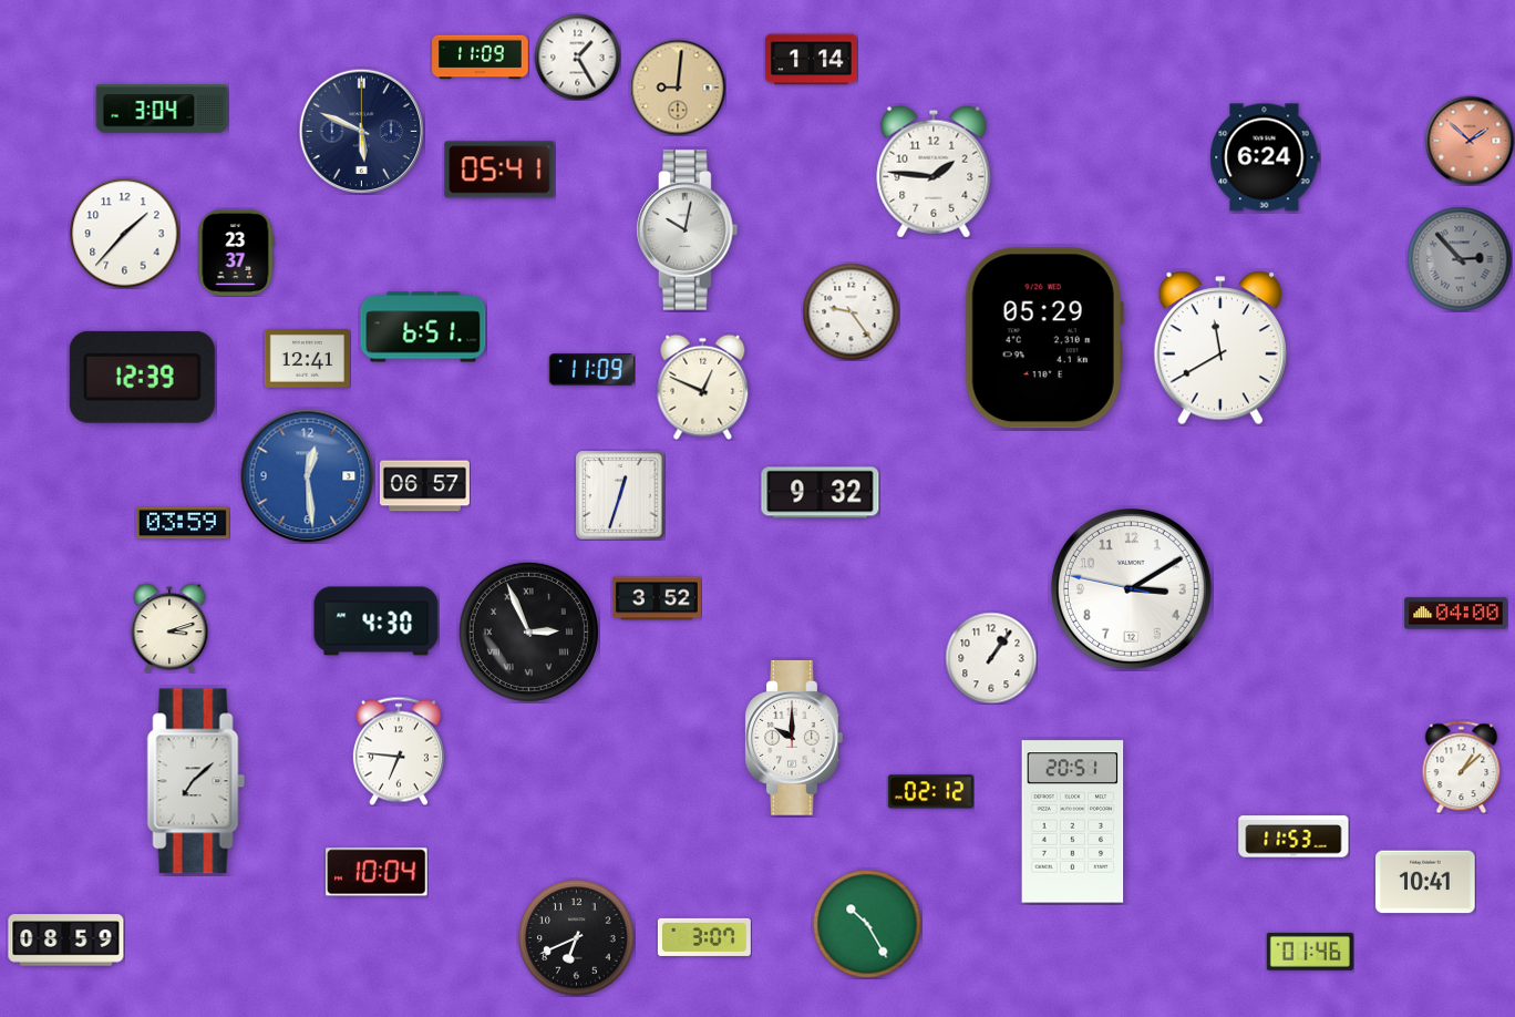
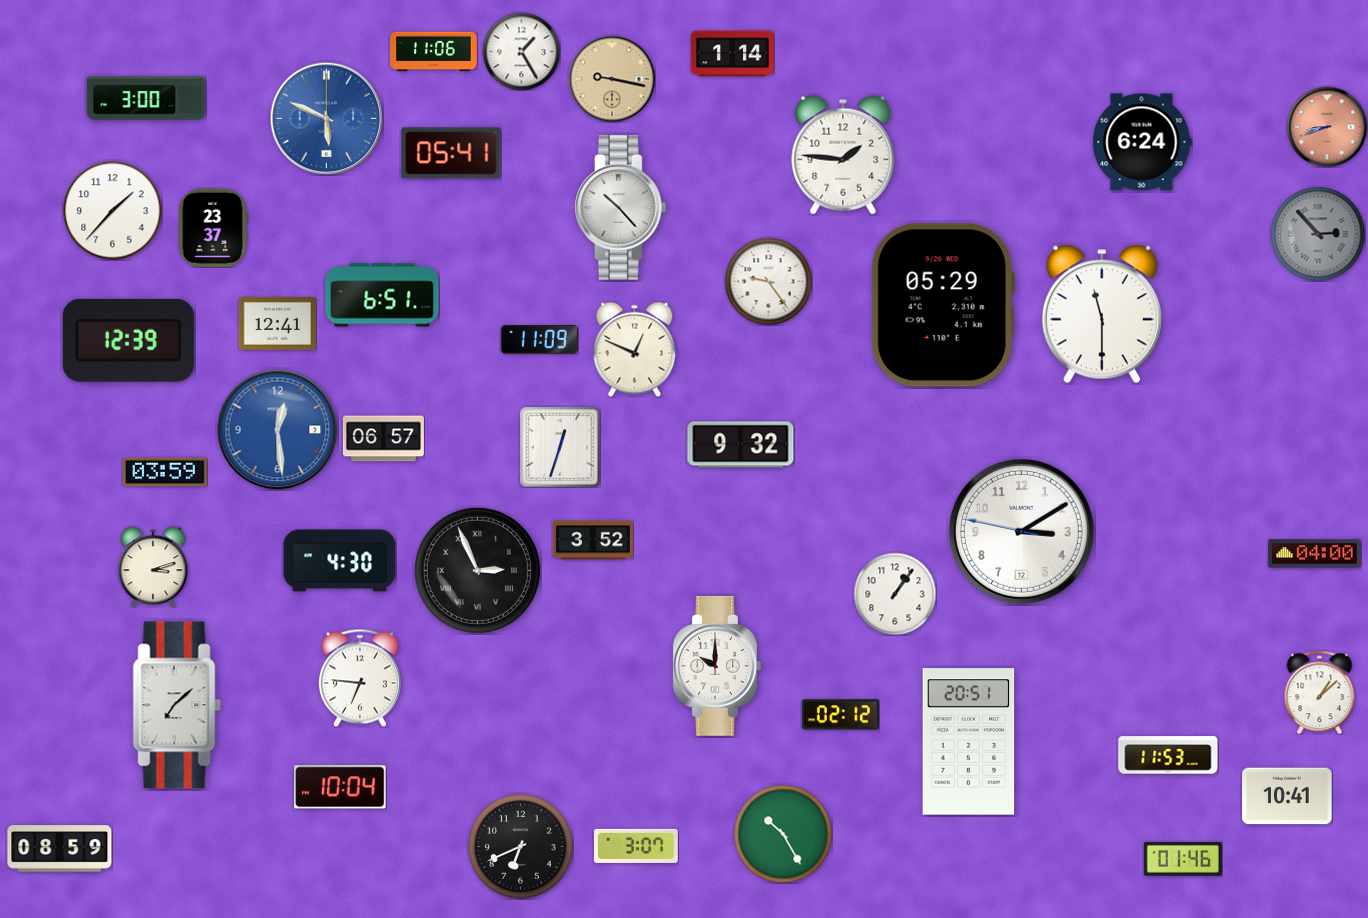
clock at (481, 58): 11:09 -> 11:06
clock at (678, 88): 9:01 -> 9:17
clock at (162, 109): 3:04 -> 3:00
clock at (361, 131) dial: navy -> blue
clock at (1470, 141): 1:52 -> 8:42
clock at (688, 230): 10:02 -> 10:23
clock at (1219, 348): 11:40 -> 11:30
clock at (591, 370) position: (591, 370) -> (539, 340)
